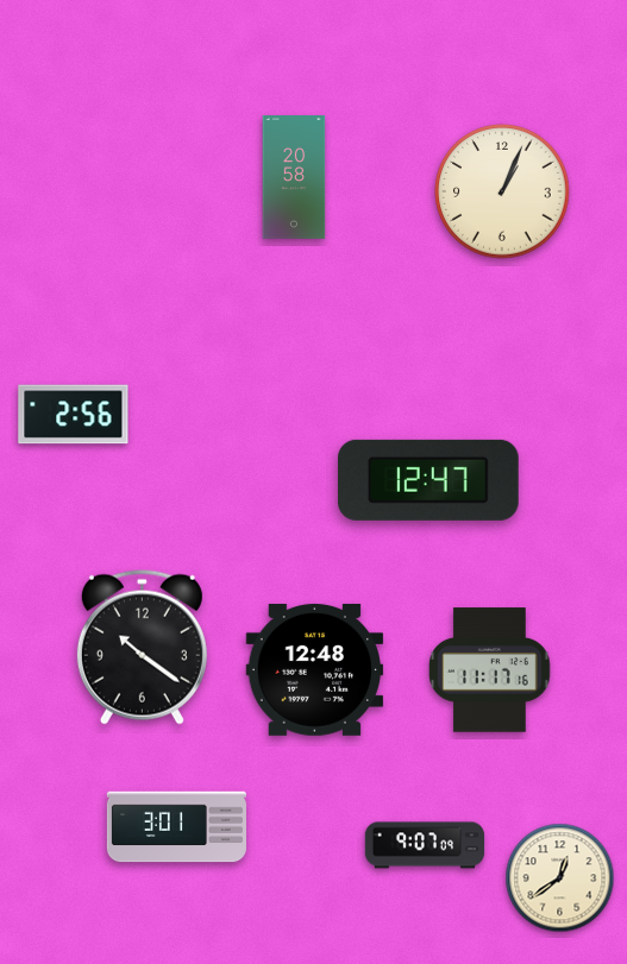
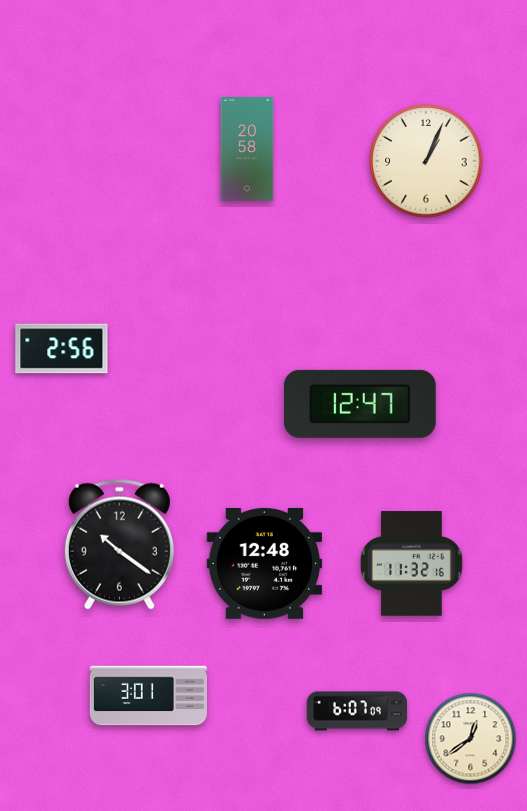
clock at (502, 191) position: (502, 191) -> (426, 161)
clock at (490, 670): 11:17 -> 11:32
clock at (425, 845): 9:07 -> 6:07
